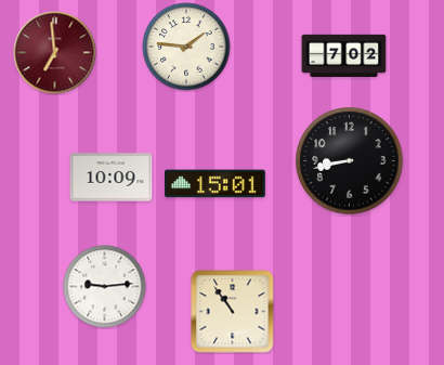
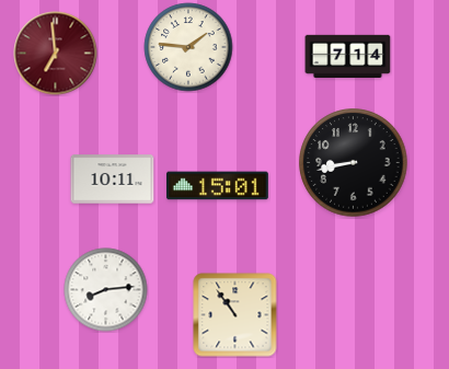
clock at (344, 55): 7:02 -> 7:14
clock at (112, 178): 10:09 -> 10:11
clock at (105, 287): 9:14 -> 8:14
